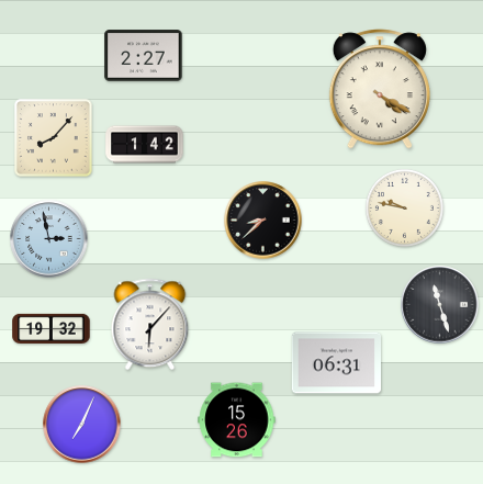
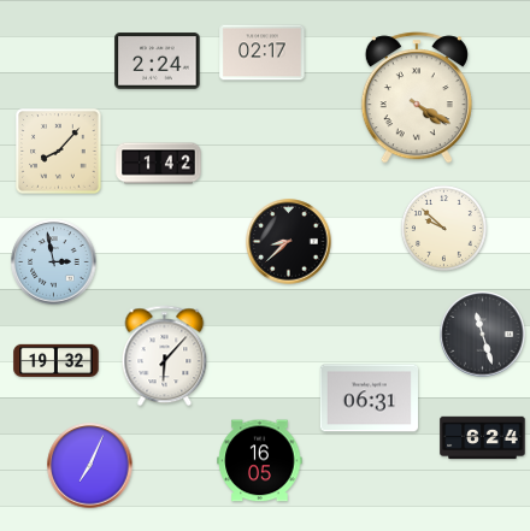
clock at (263, 53): none -> 02:17
clock at (144, 56): 2:27 -> 2:24
clock at (145, 145) position: (145, 145) -> (159, 164)
clock at (404, 207): 9:47 -> 9:52
clock at (483, 438): none -> 6:24
clock at (237, 420): 15:26 -> 16:05
